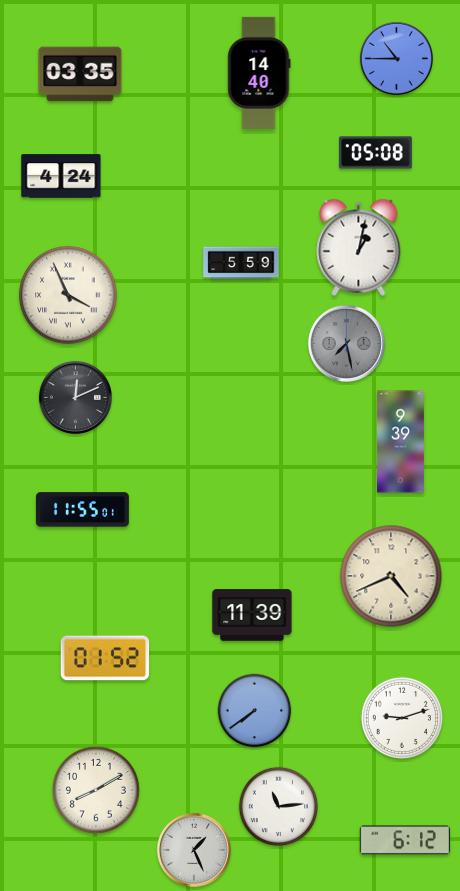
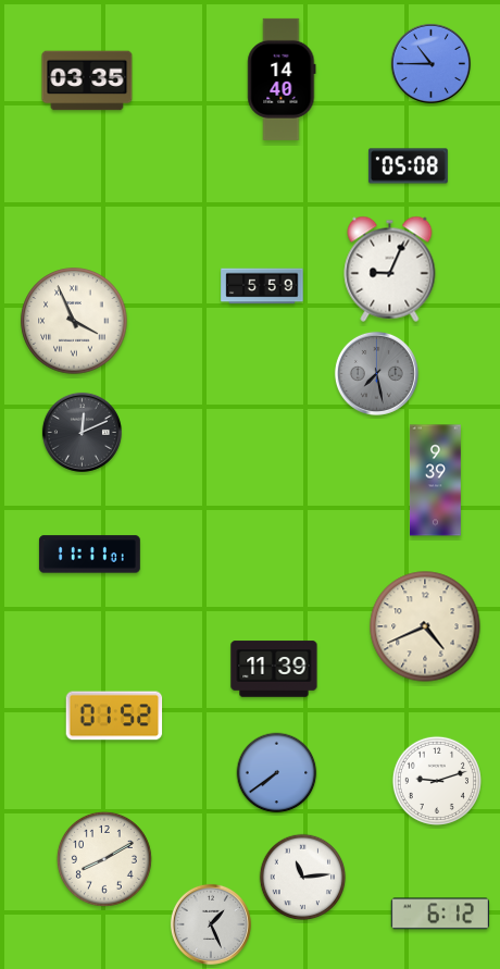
clock at (61, 176): 4:24 -> none
clock at (359, 247): 1:02 -> 9:04
clock at (82, 510): 11:55 -> 11:11
